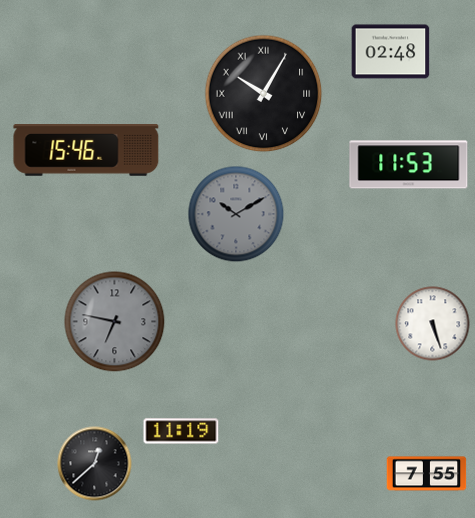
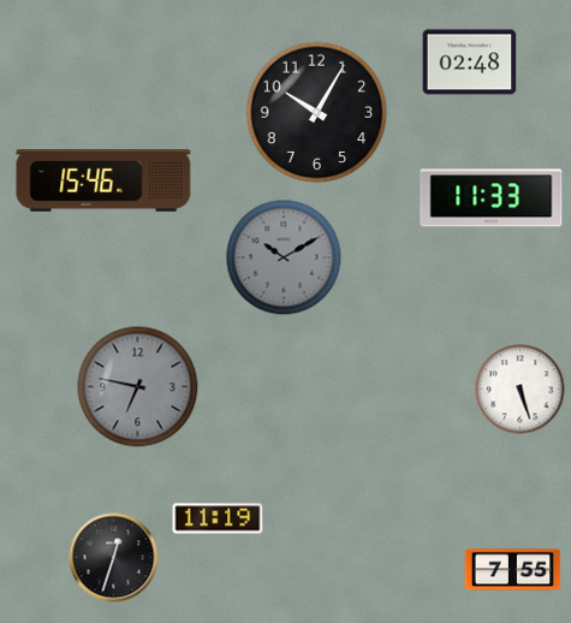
clock at (264, 94) numerals: Roman -> Arabic
clock at (409, 165): 11:53 -> 11:33
clock at (95, 464): 12:38 -> 12:33
